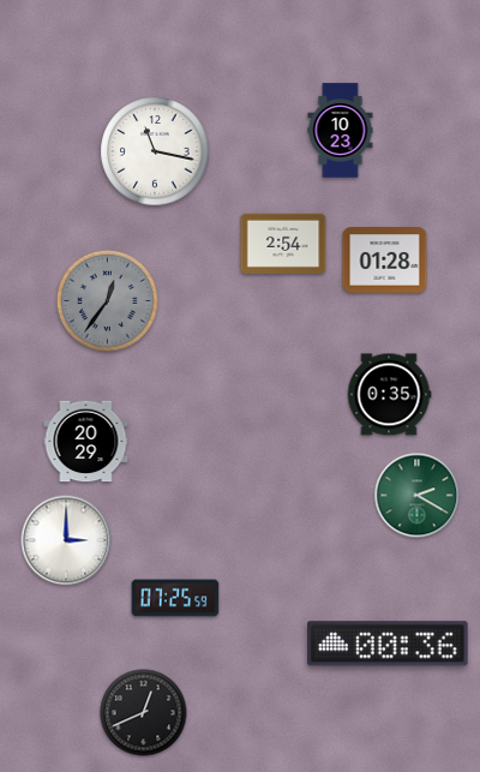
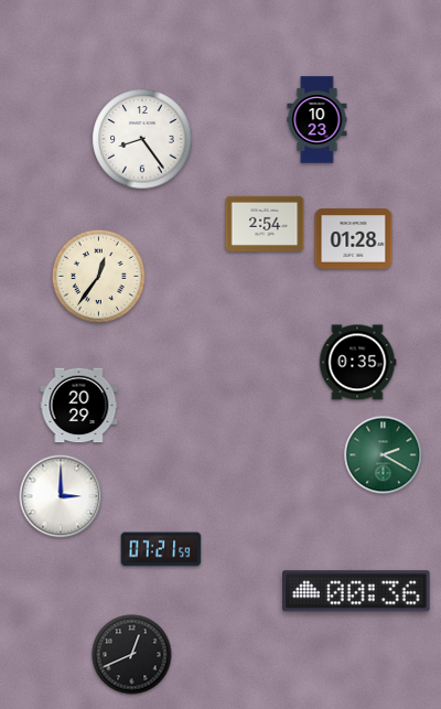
clock at (341, 131) position: (341, 131) -> (318, 120)
clock at (155, 151): 11:17 -> 8:24
clock at (283, 244) position: (283, 244) -> (265, 224)
clock at (107, 300) dial: grey -> cream
clock at (175, 598): 07:25 -> 07:21
